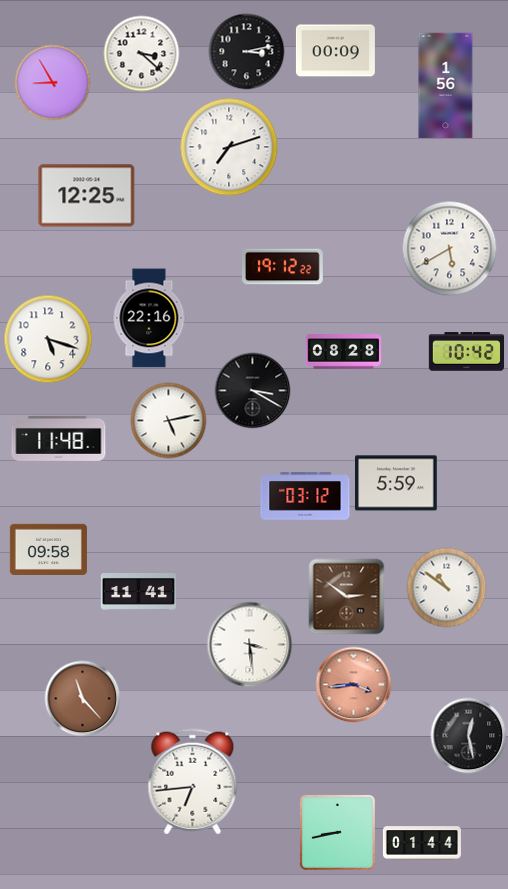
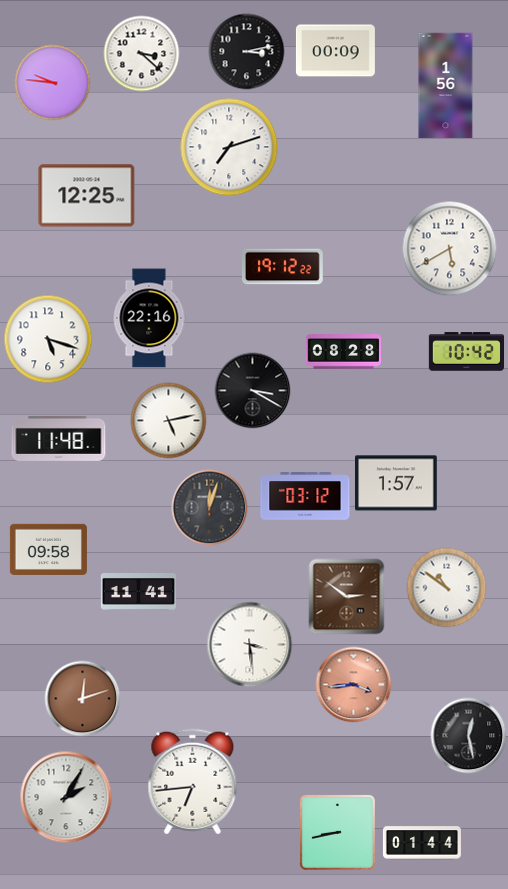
clock at (53, 83): 8:55 -> 9:46
clock at (397, 483): 5:59 -> 1:57
clock at (210, 508): none -> 12:03
clock at (83, 699): 11:23 -> 12:12
clock at (66, 797): none -> 2:05
